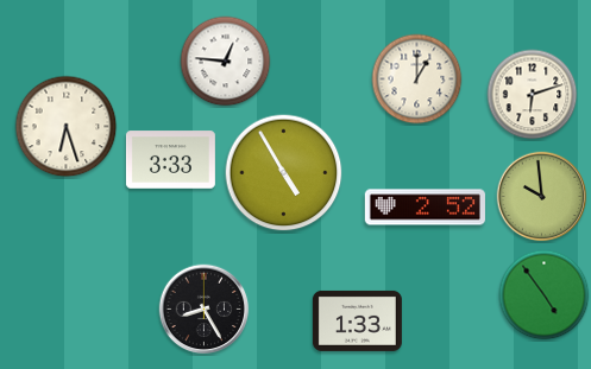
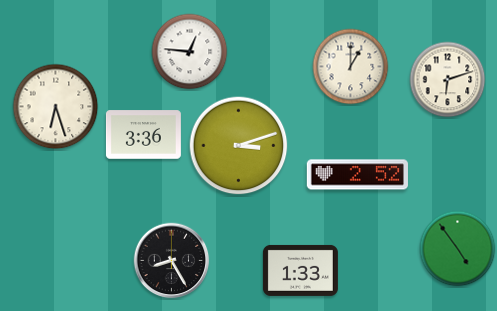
clock at (170, 160): 3:33 -> 3:36
clock at (284, 173): 4:55 -> 3:12
clock at (542, 197): 9:59 -> none
